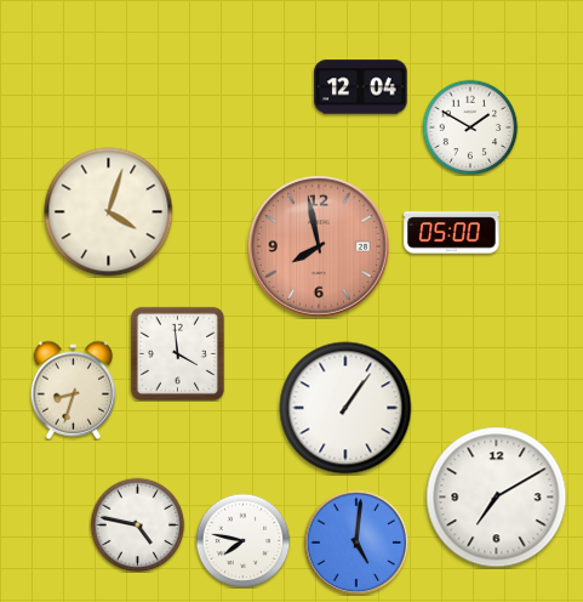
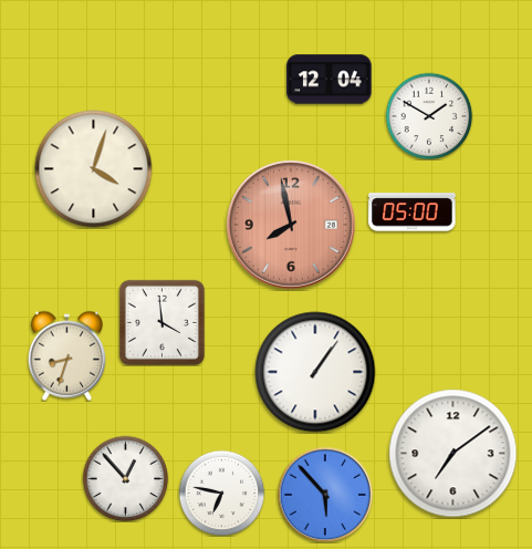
clock at (109, 212) position: (109, 212) -> (94, 169)
clock at (497, 498): 7:10 -> 7:09
clock at (137, 524): 4:47 -> 12:53
clock at (242, 540): 7:47 -> 6:47
clock at (356, 543): 5:01 -> 5:53
